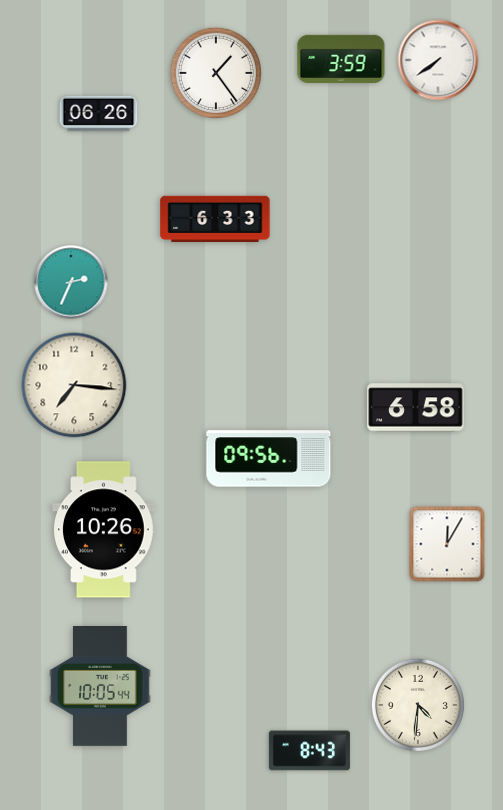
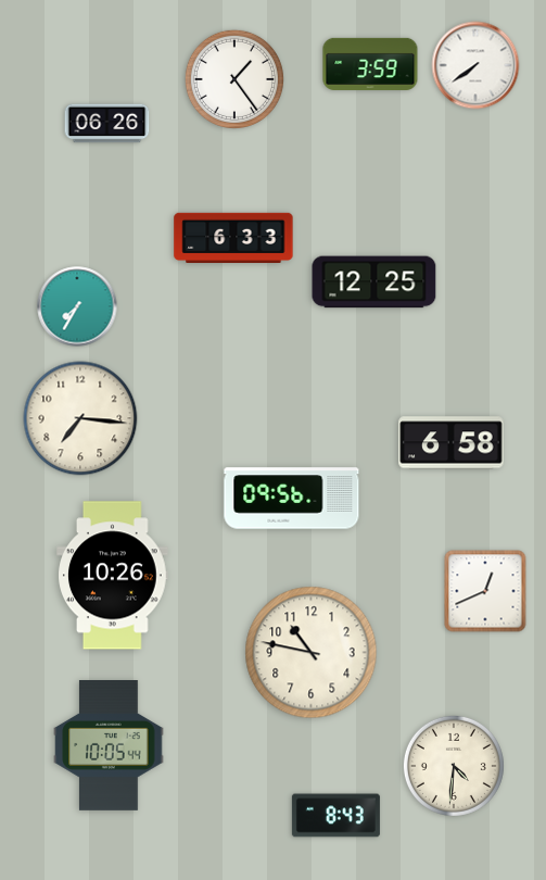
clock at (374, 282): none -> 12:25
clock at (71, 282): 2:34 -> 7:35
clock at (447, 544): 12:05 -> 12:41
clock at (312, 653): none -> 10:47
